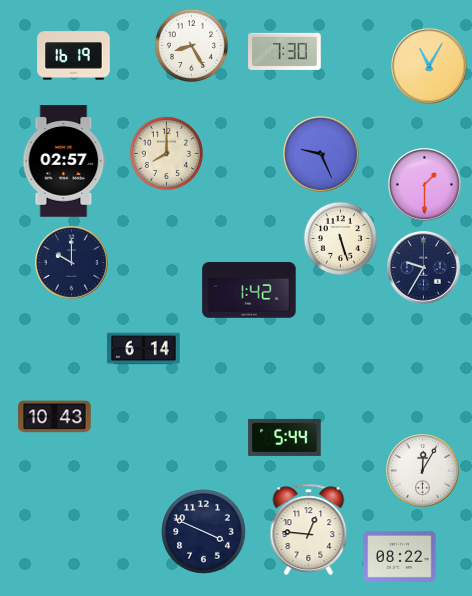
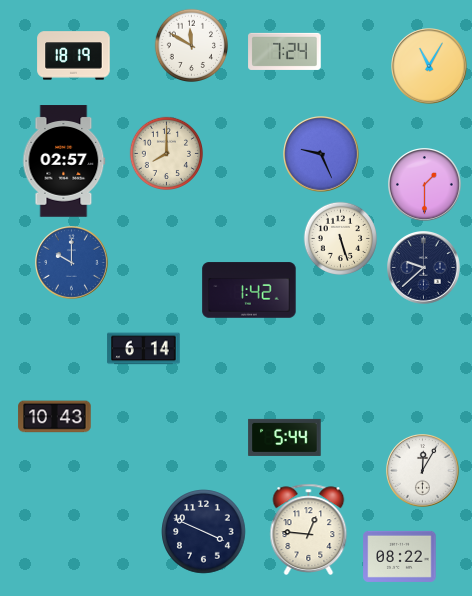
clock at (191, 45): 8:25 -> 11:50
clock at (285, 51): 7:30 -> 7:24
clock at (74, 56): 16:19 -> 18:19
clock at (72, 263) dial: navy -> blue
clock at (424, 268): 9:35 -> 9:38
